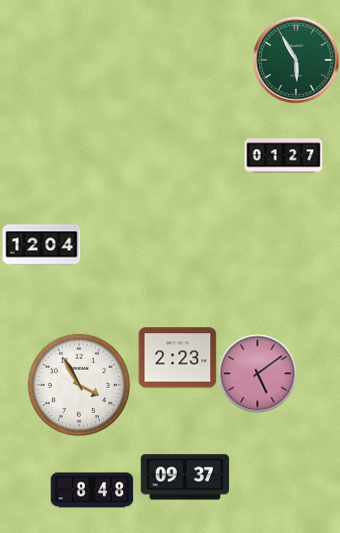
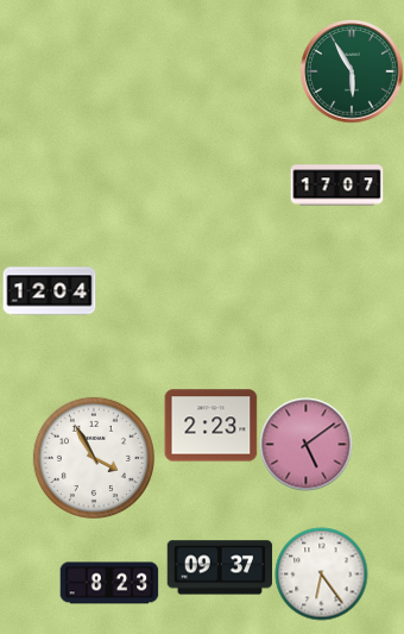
clock at (283, 156): 01:27 -> 17:07
clock at (321, 573): none -> 6:24
clock at (92, 490): 8:48 -> 8:23
